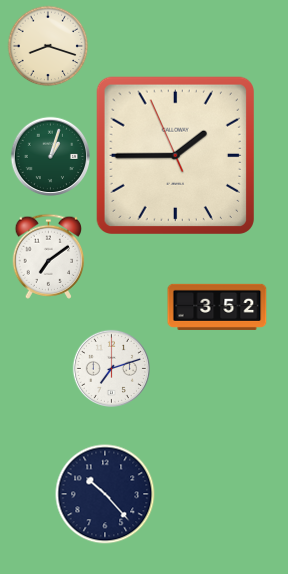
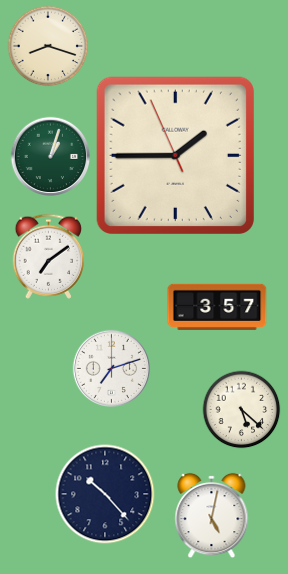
clock at (217, 307): 3:52 -> 3:57
clock at (241, 409): none -> 5:22
clock at (212, 515): none -> 5:02
